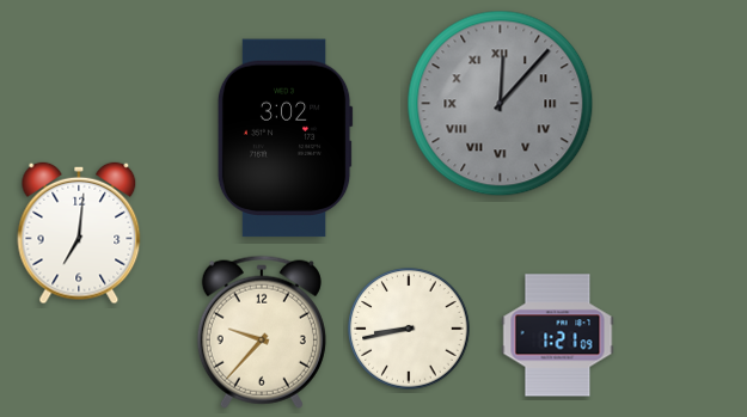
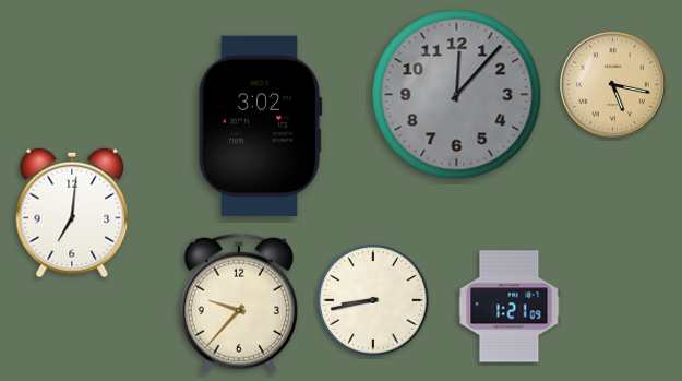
clock at (612, 84): none -> 5:17
clock at (501, 104) numerals: Roman -> Arabic
